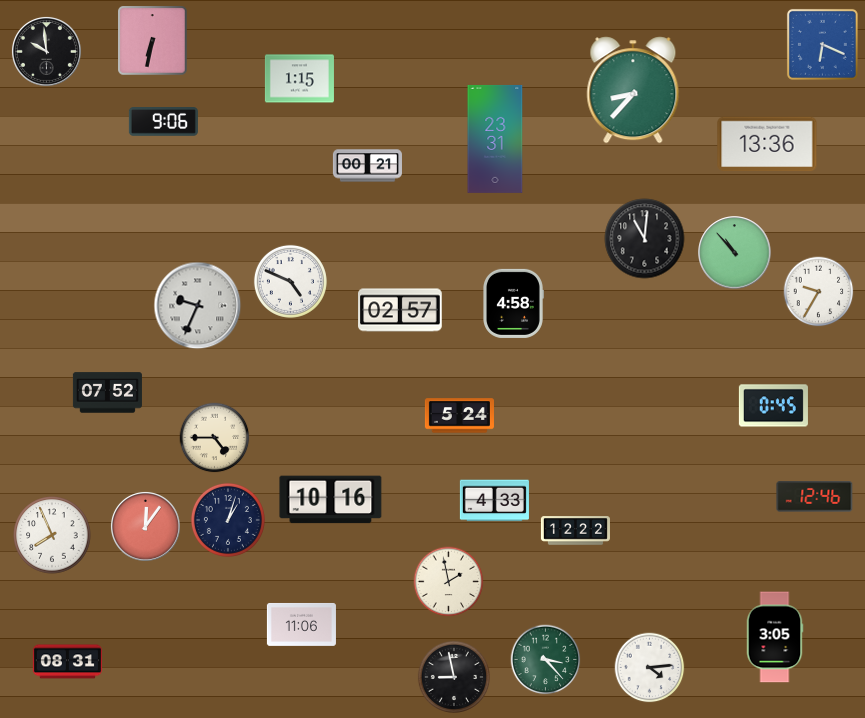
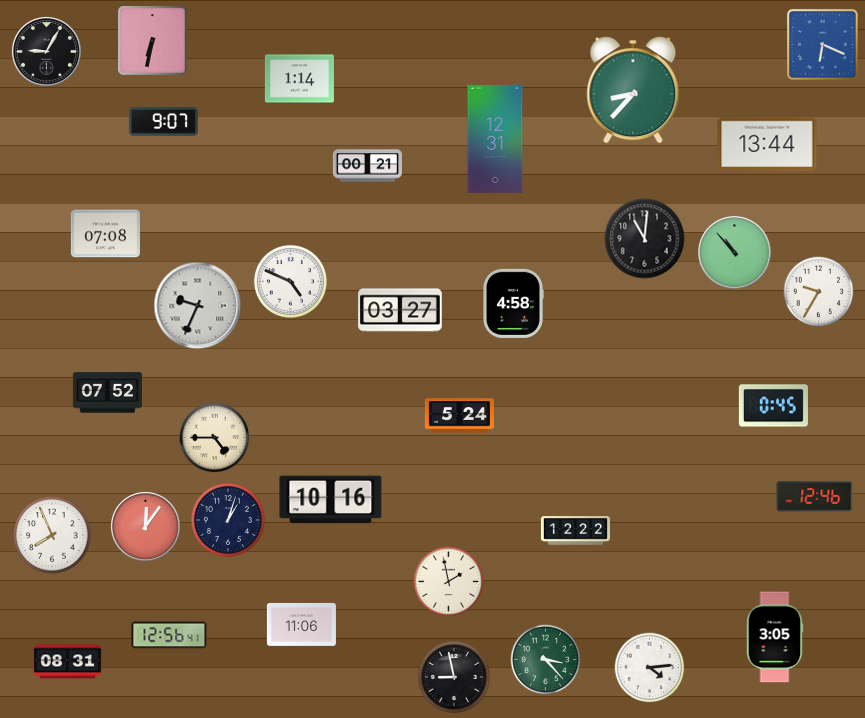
clock at (46, 51): 9:59 -> 9:05
clock at (299, 79): 1:15 -> 1:14
clock at (163, 122): 9:06 -> 9:07
clock at (495, 139): 23:31 -> 12:31
clock at (767, 144): 13:36 -> 13:44
clock at (105, 234): none -> 07:08
clock at (400, 310): 02:57 -> 03:27
clock at (494, 501): 4:33 -> none
clock at (169, 635): none -> 12:56
